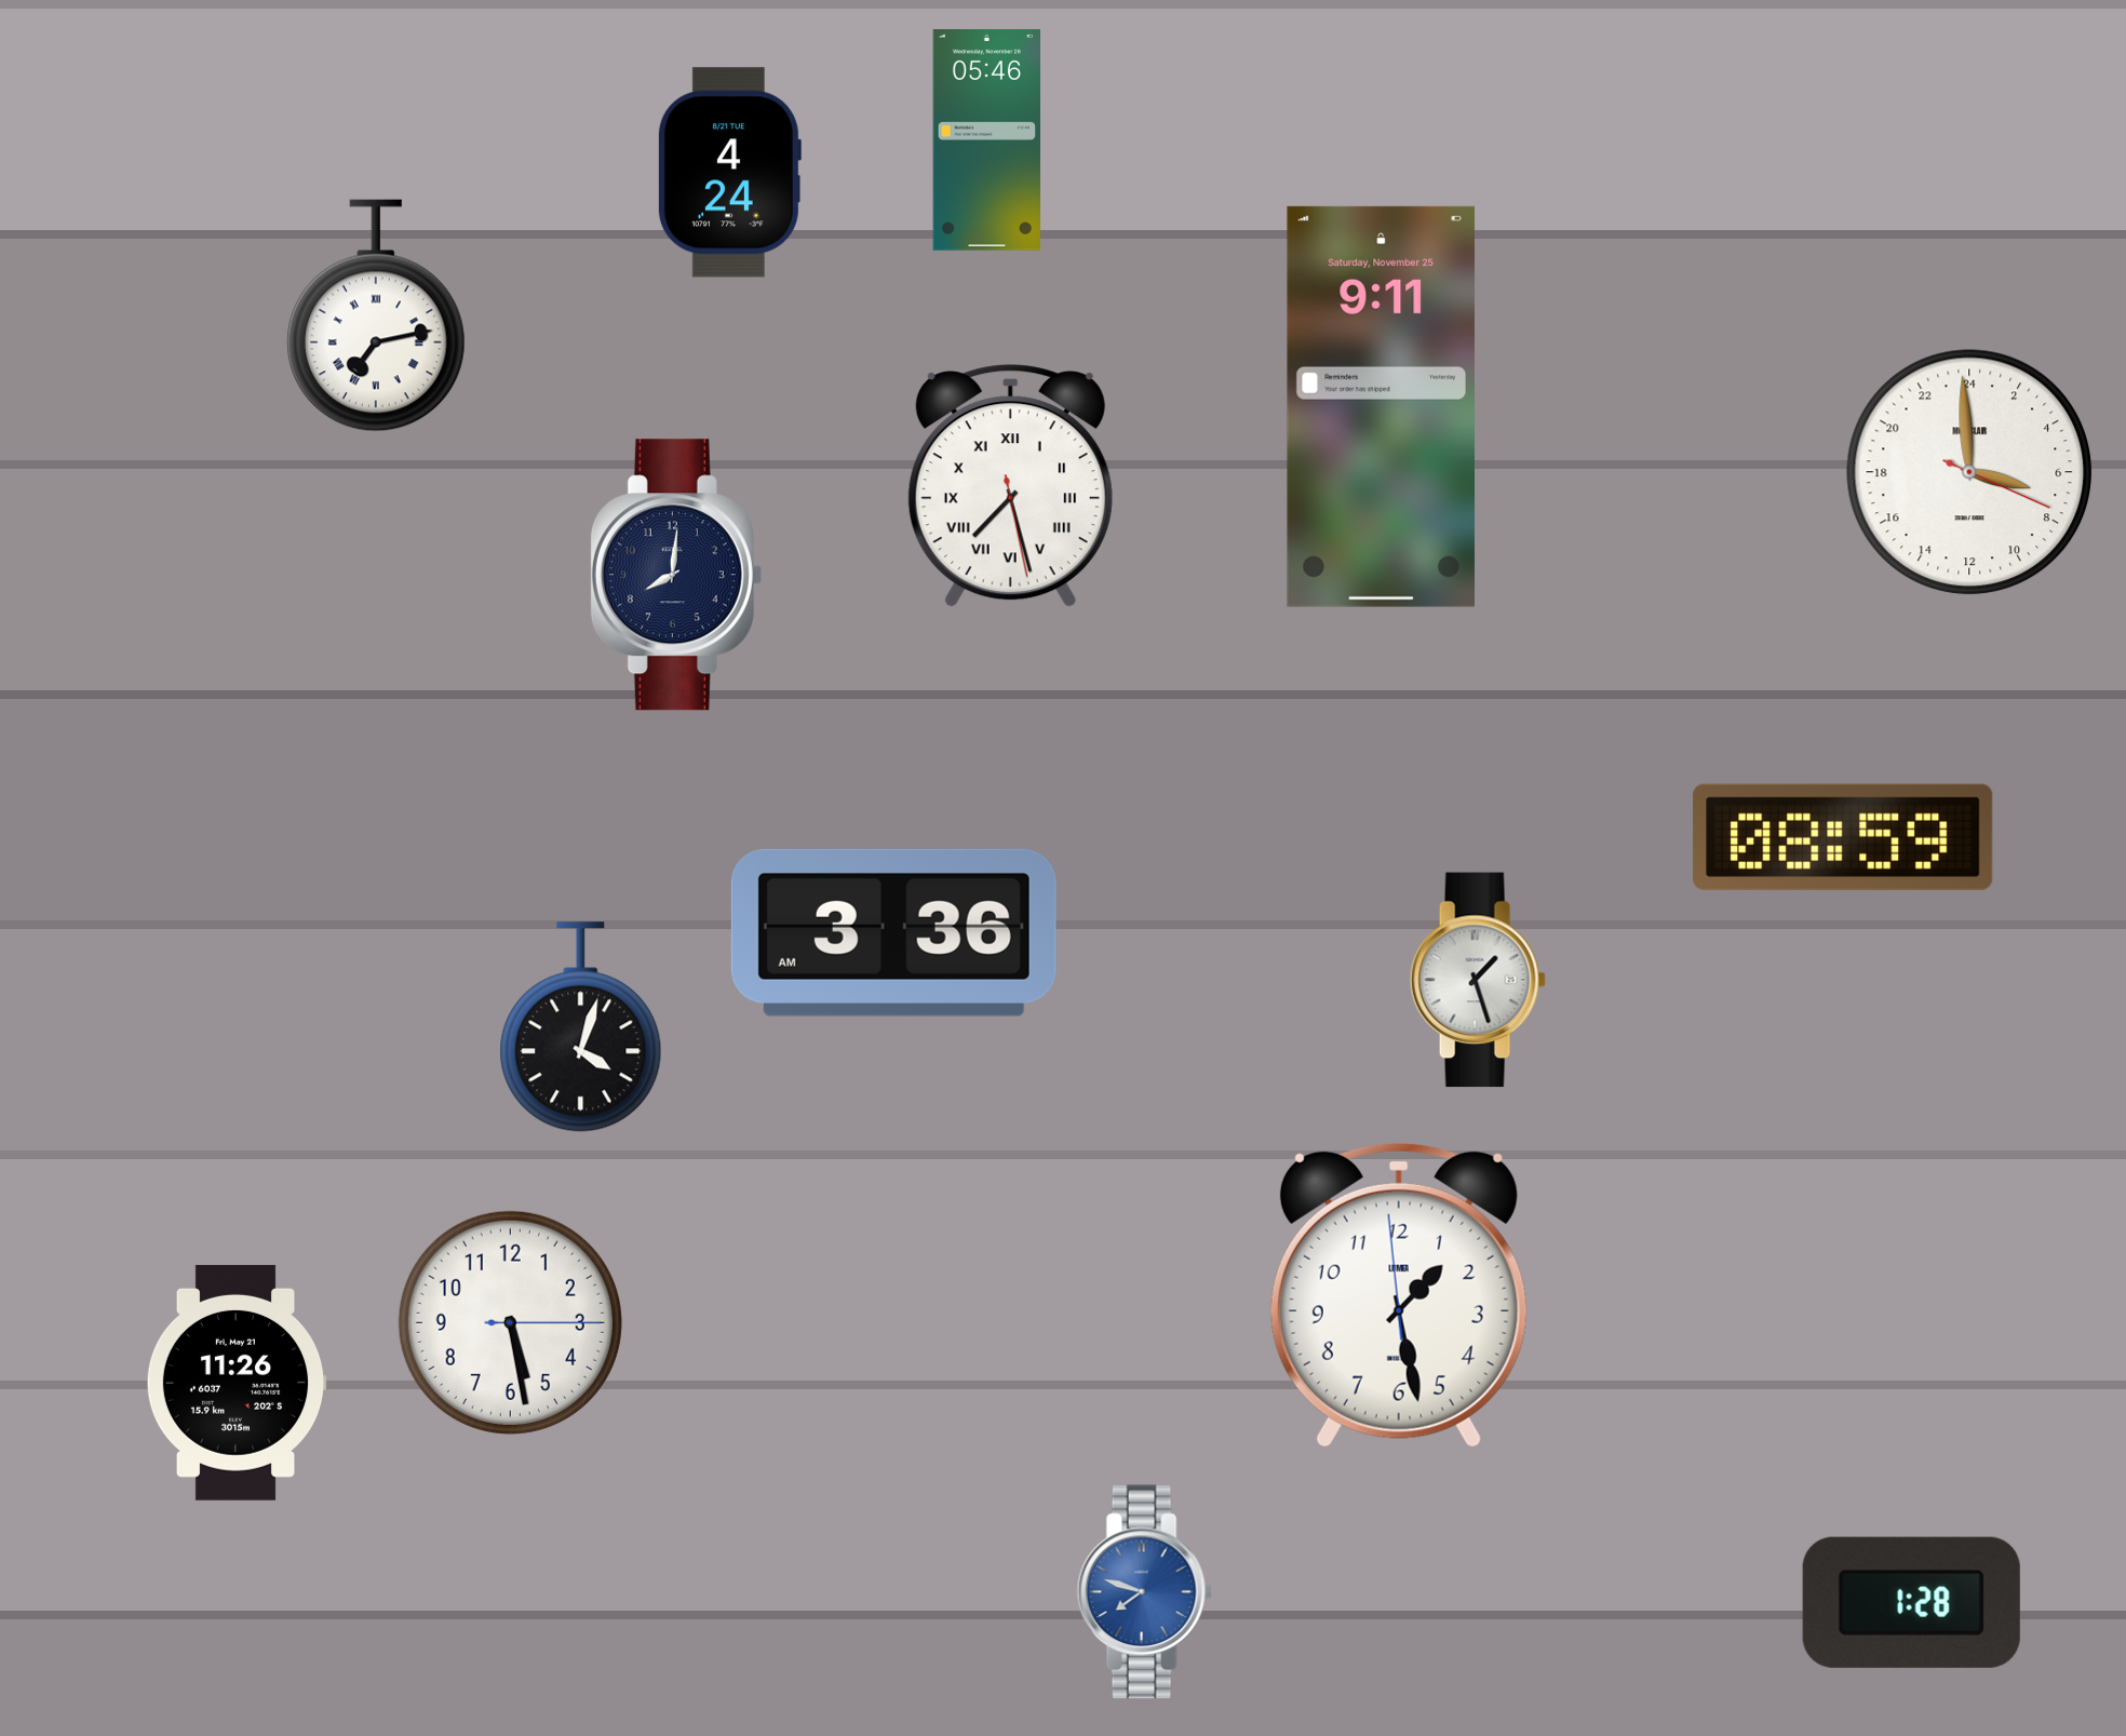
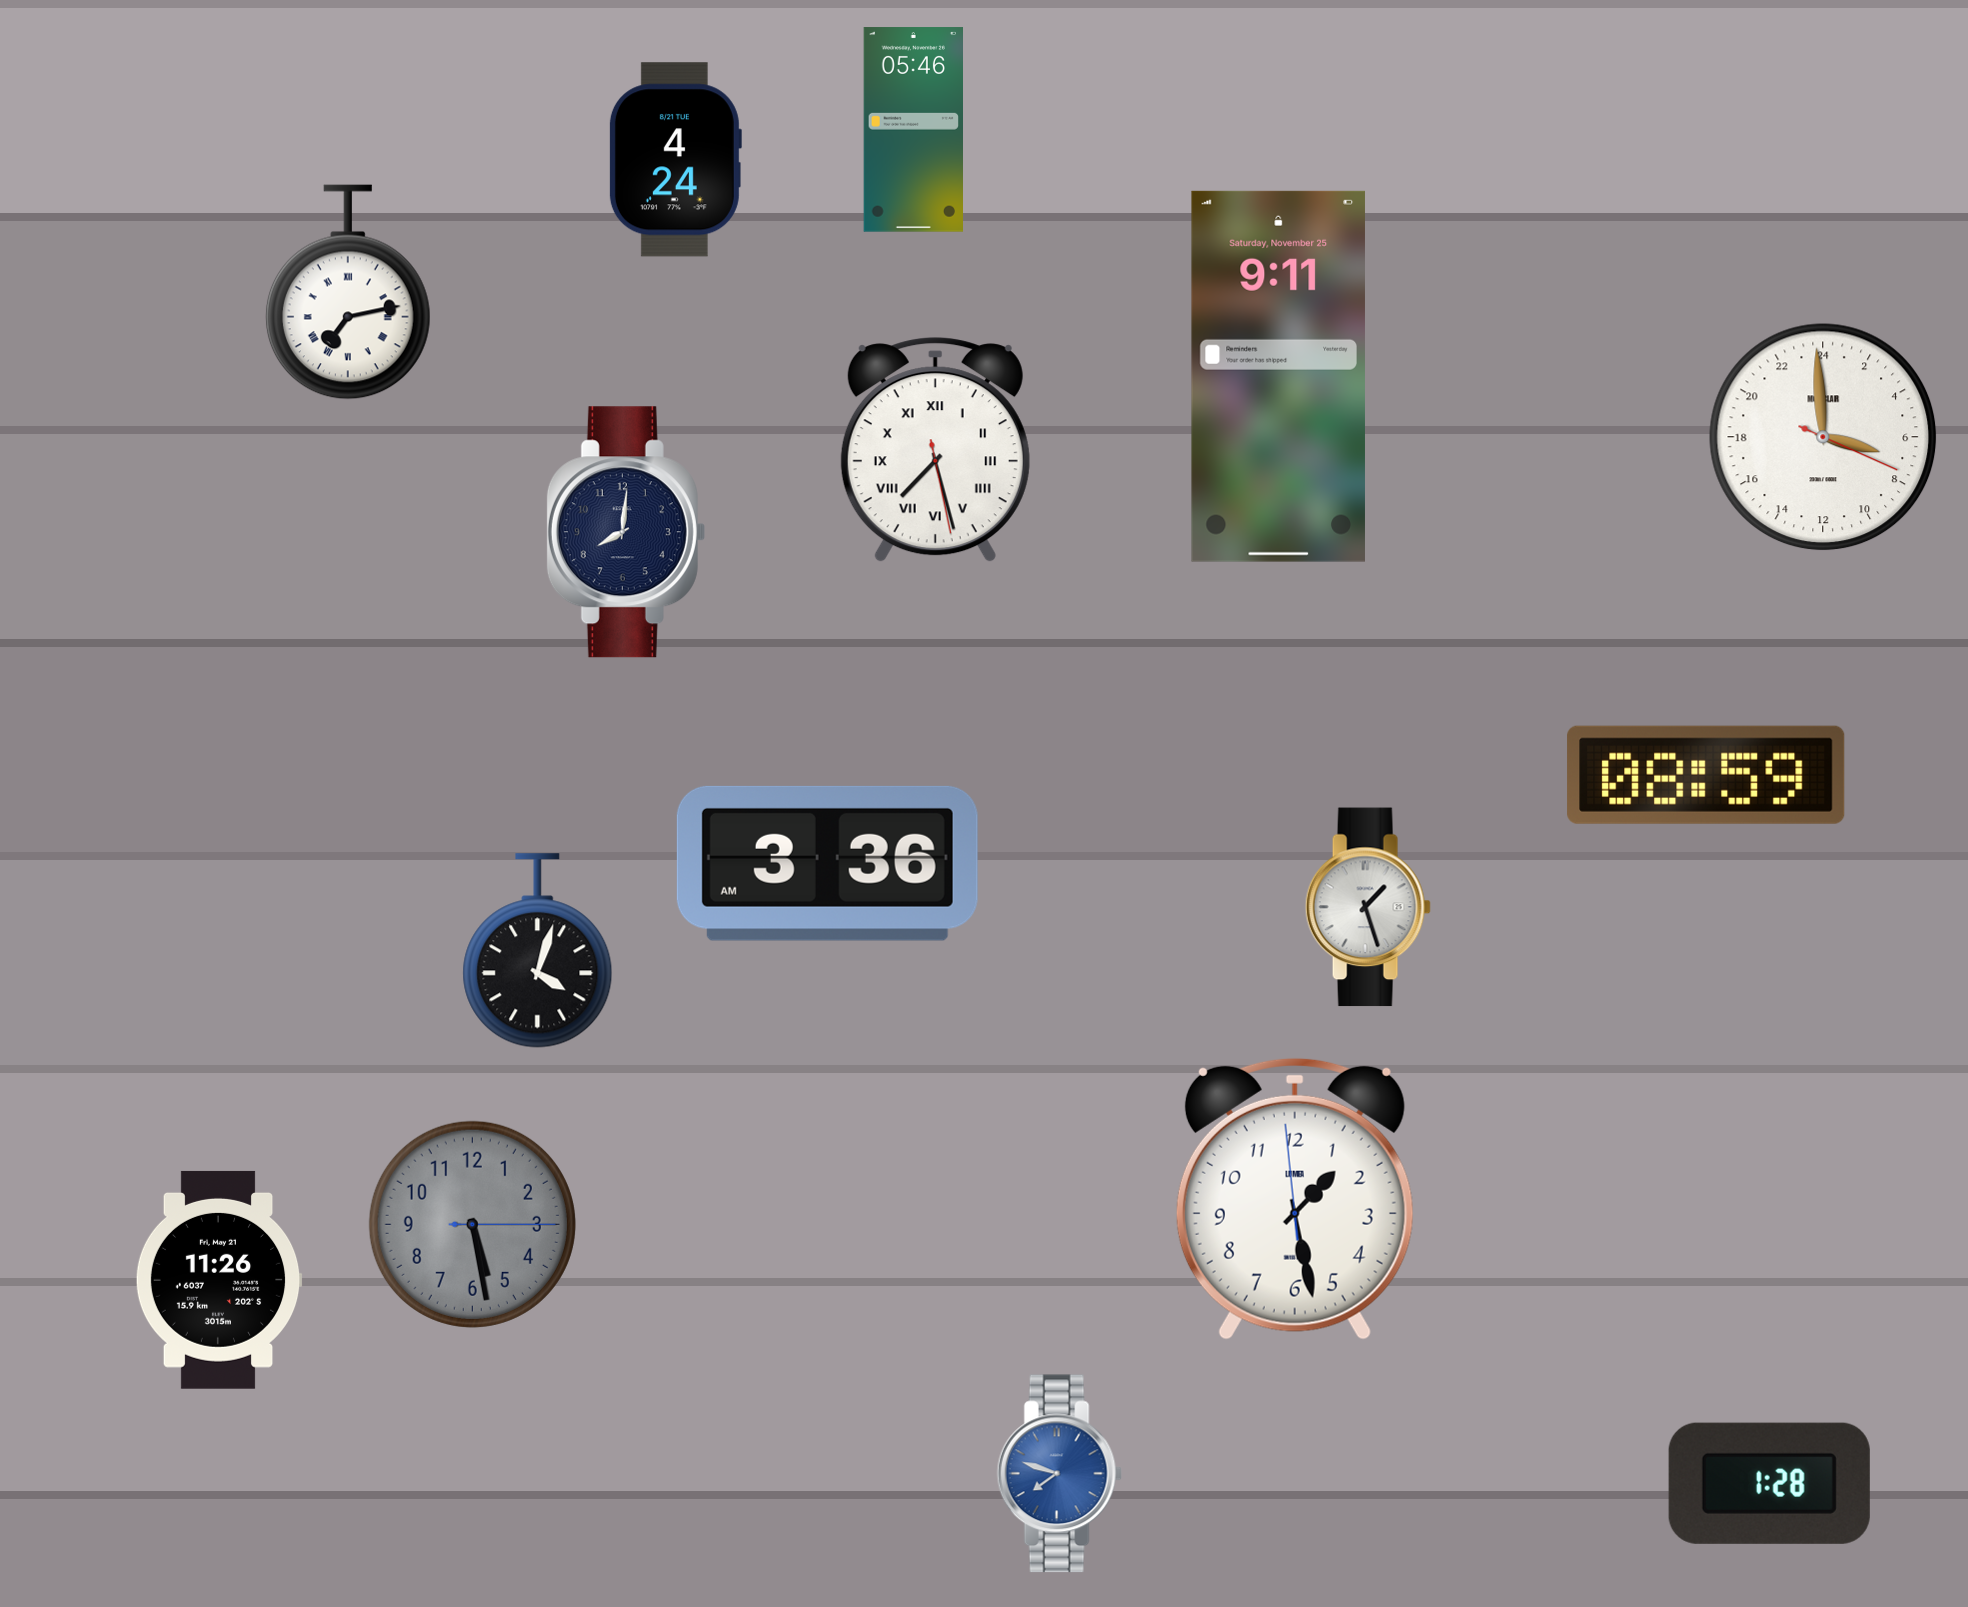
clock at (510, 1322) dial: white -> grey
